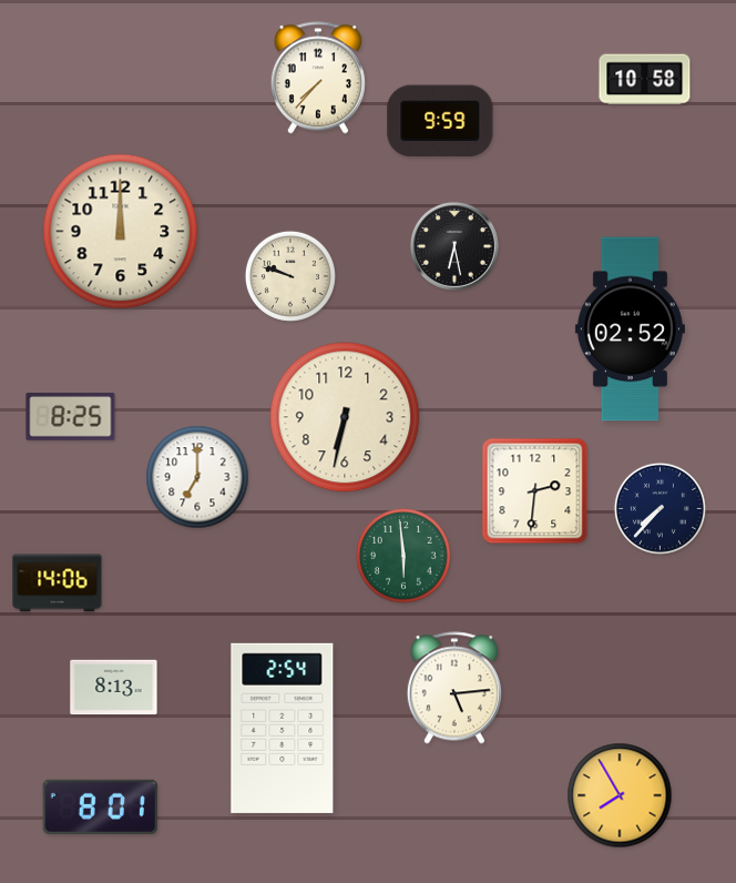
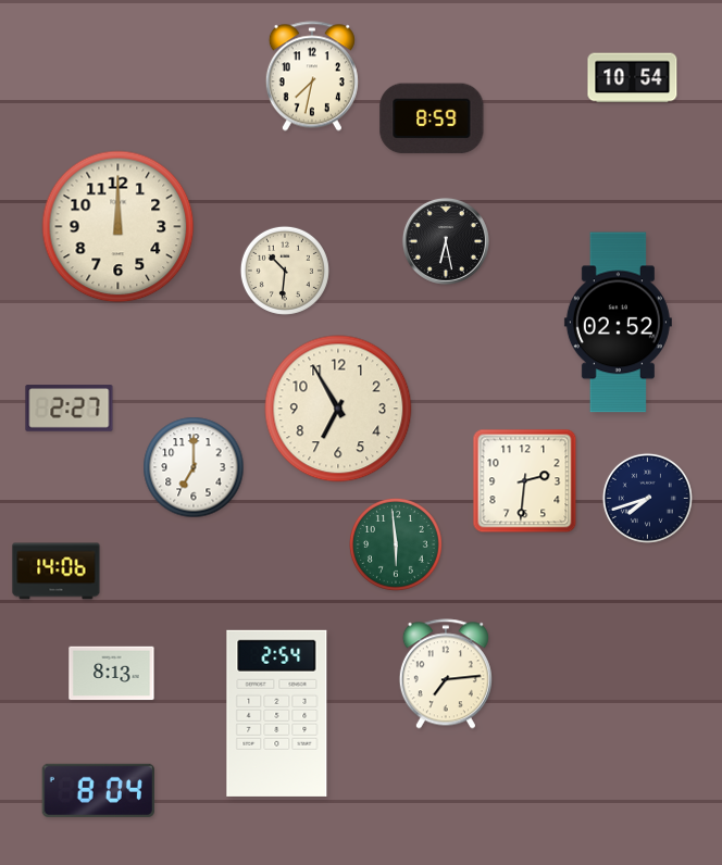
clock at (318, 78): 7:37 -> 7:32
clock at (645, 80): 10:58 -> 10:54
clock at (440, 121): 9:59 -> 8:59
clock at (290, 276): 9:48 -> 10:31
clock at (71, 417): 8:25 -> 2:27
clock at (345, 417): 6:32 -> 6:55
clock at (660, 508): 7:37 -> 7:42
clock at (454, 688): 5:14 -> 7:14
clock at (620, 795): 7:55 -> none
clock at (100, 806): 8:01 -> 8:04
